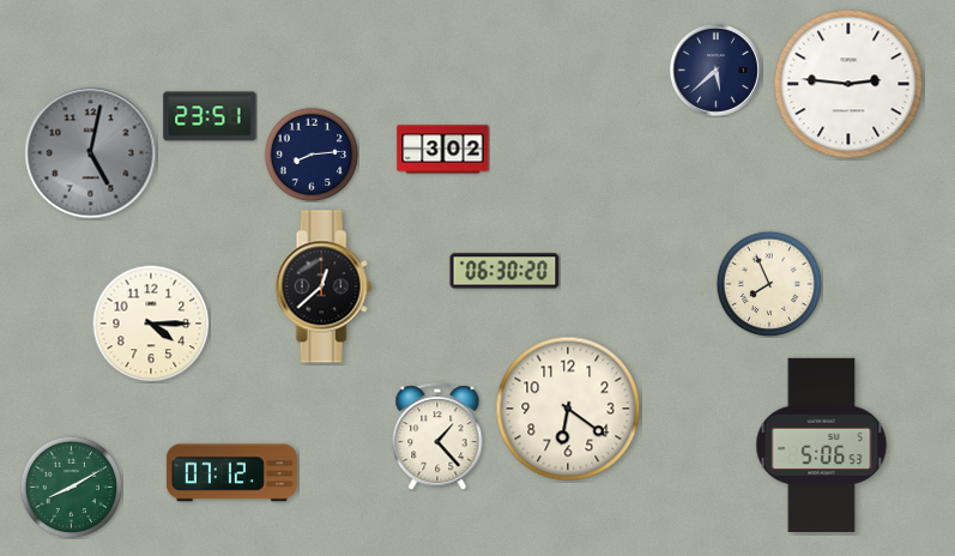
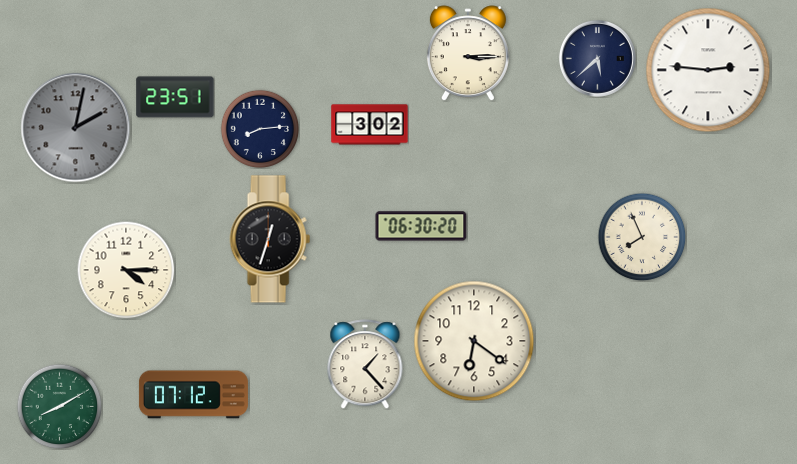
clock at (468, 53): none -> 3:15
clock at (91, 153): 5:02 -> 2:02
clock at (324, 286): 12:38 -> 12:33
clock at (822, 446): 5:06 -> none
